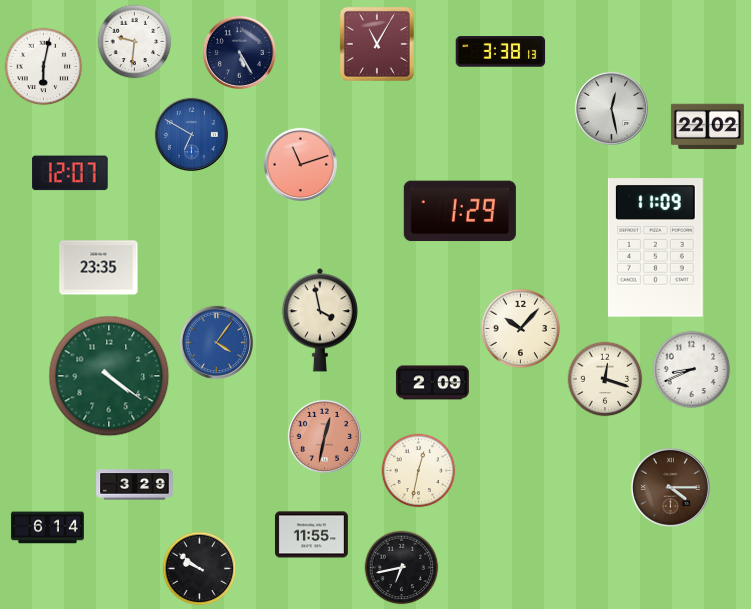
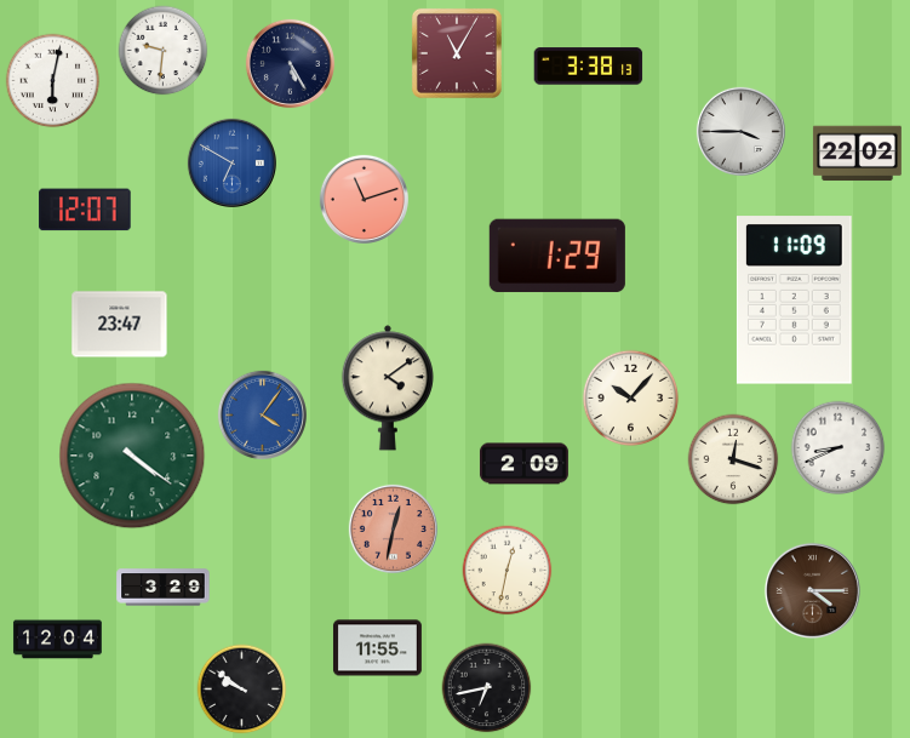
clock at (501, 52) position: (501, 52) -> (589, 67)
clock at (611, 108): 12:28 -> 3:45
clock at (99, 268): 23:35 -> 23:47
clock at (320, 320): 3:58 -> 4:09
clock at (47, 528): 6:14 -> 12:04
